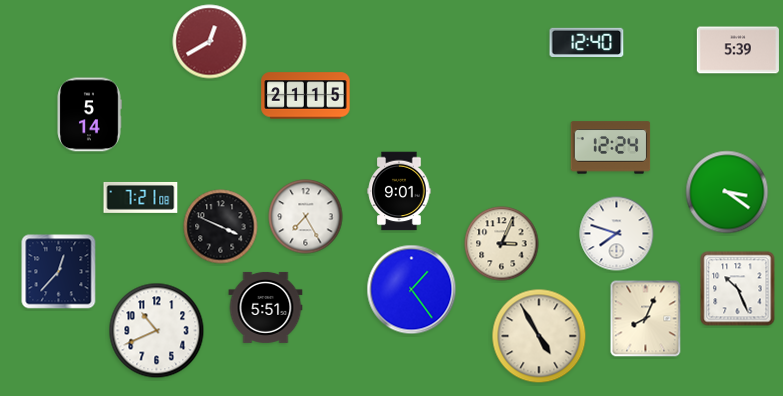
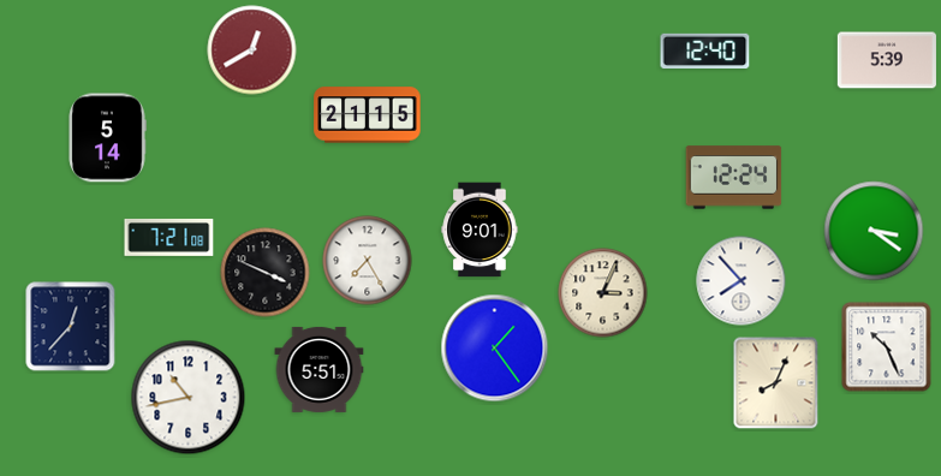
clock at (617, 234): 7:48 -> 7:53
clock at (157, 331): 10:41 -> 10:43
clock at (539, 336): 4:55 -> none
